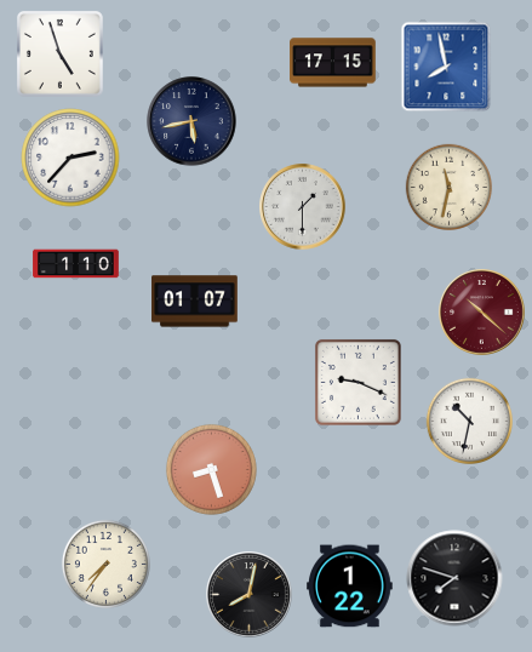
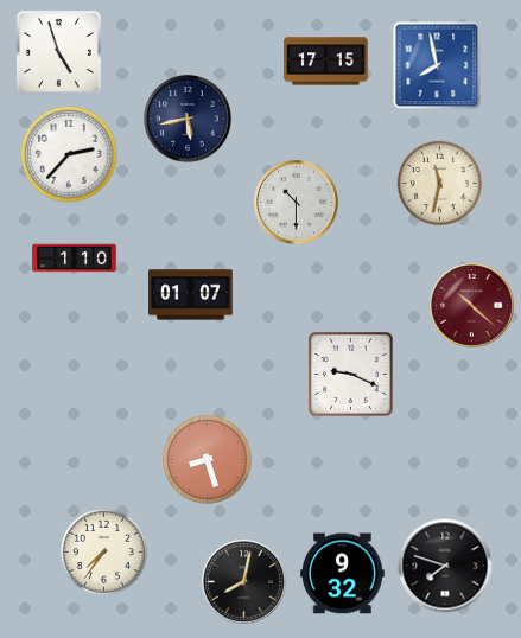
clock at (303, 207): 1:30 -> 10:30
clock at (470, 422): 10:32 -> none
clock at (350, 587): 1:22 -> 9:32
